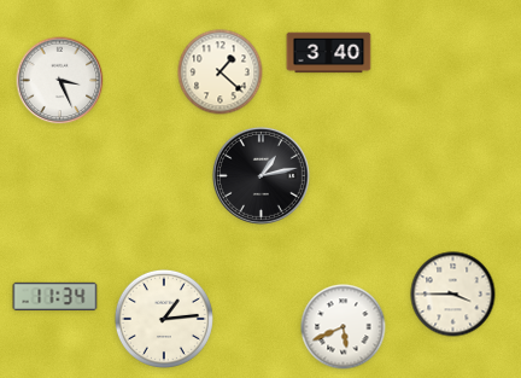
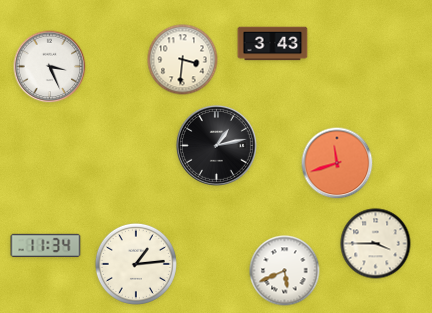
clock at (329, 53): 3:40 -> 3:43
clock at (221, 72): 1:22 -> 3:31
clock at (337, 163): none -> 11:42
